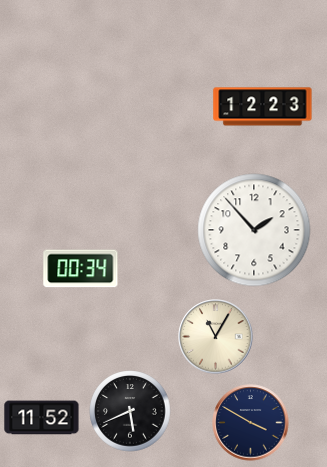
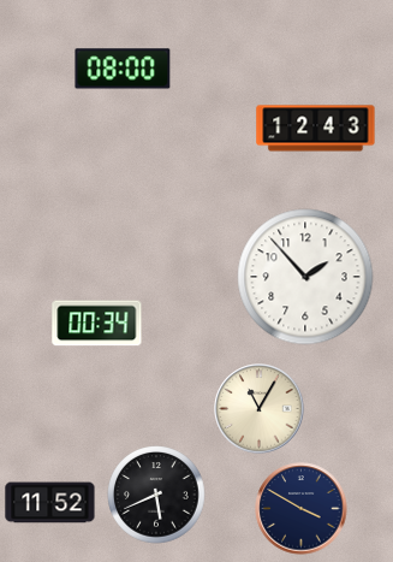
clock at (123, 69): none -> 08:00
clock at (263, 107): 12:23 -> 12:43
clock at (216, 337) position: (216, 337) -> (260, 409)
